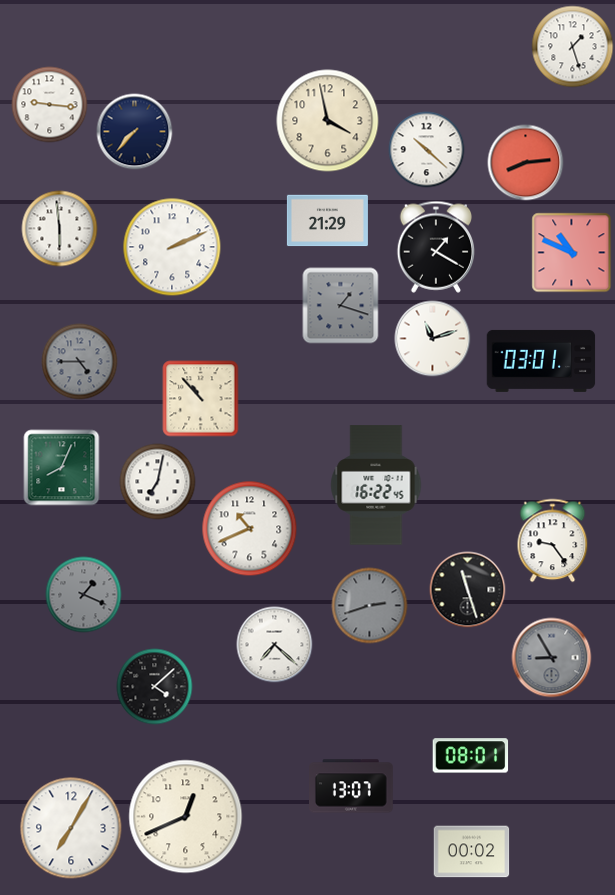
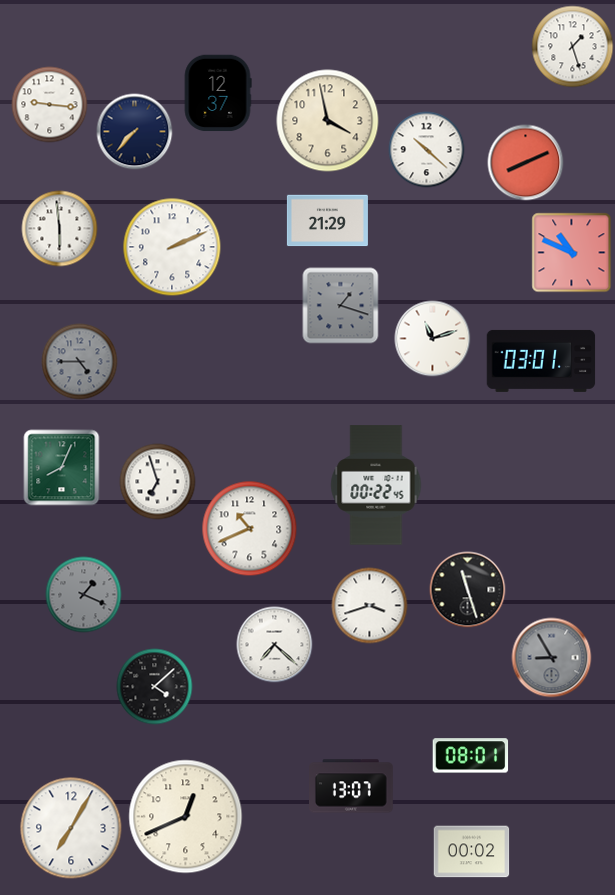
clock at (218, 93): none -> 12:37
clock at (526, 163): 8:14 -> 8:11
clock at (435, 247): 1:20 -> none
clock at (201, 399): 10:53 -> none
clock at (158, 482): 7:02 -> 6:57
clock at (376, 485): 16:22 -> 00:22
clock at (553, 541): 9:24 -> none
clock at (370, 606): 2:42 -> 3:42
clock at (370, 606) dial: grey -> white
